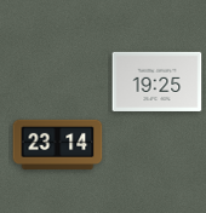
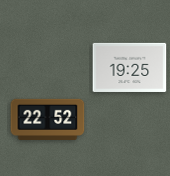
clock at (58, 144): 23:14 -> 22:52
